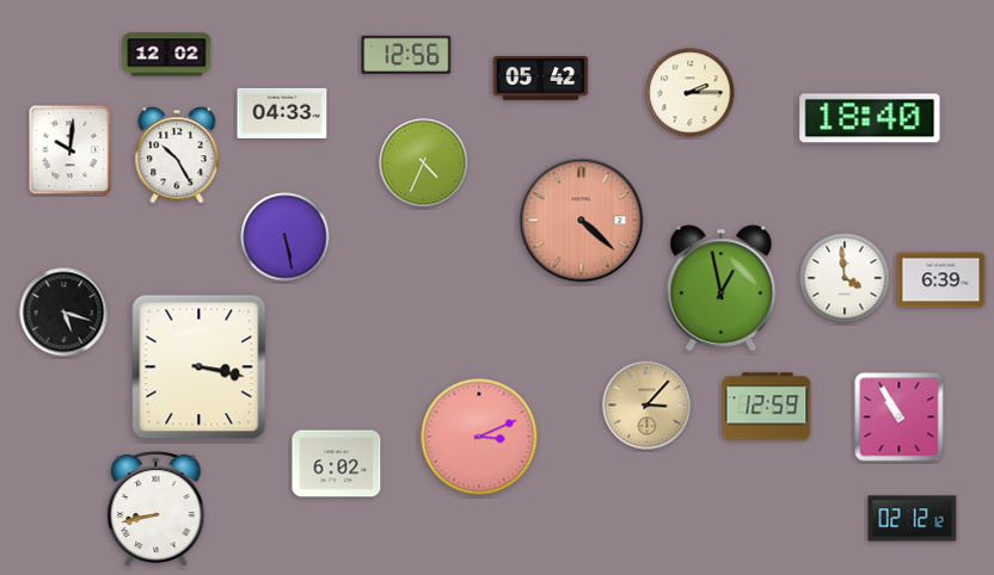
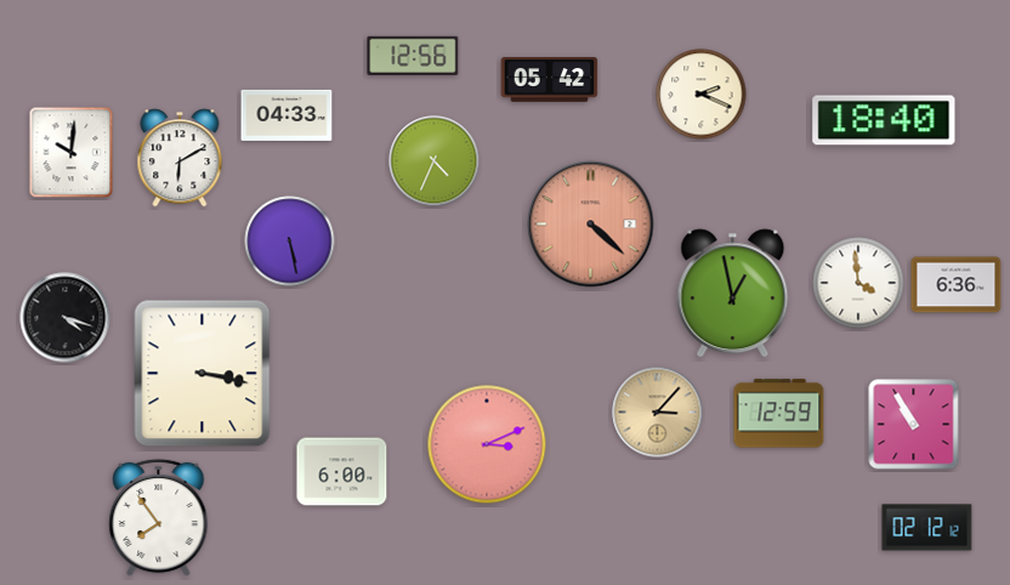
clock at (167, 55): 12:02 -> none
clock at (691, 93): 2:15 -> 2:19
clock at (177, 155): 10:25 -> 6:10
clock at (424, 163) position: (424, 163) -> (435, 161)
clock at (941, 280): 6:39 -> 6:36
clock at (65, 313): 5:18 -> 4:18
clock at (337, 464): 6:02 -> 6:00
clock at (157, 509): 8:43 -> 7:54
